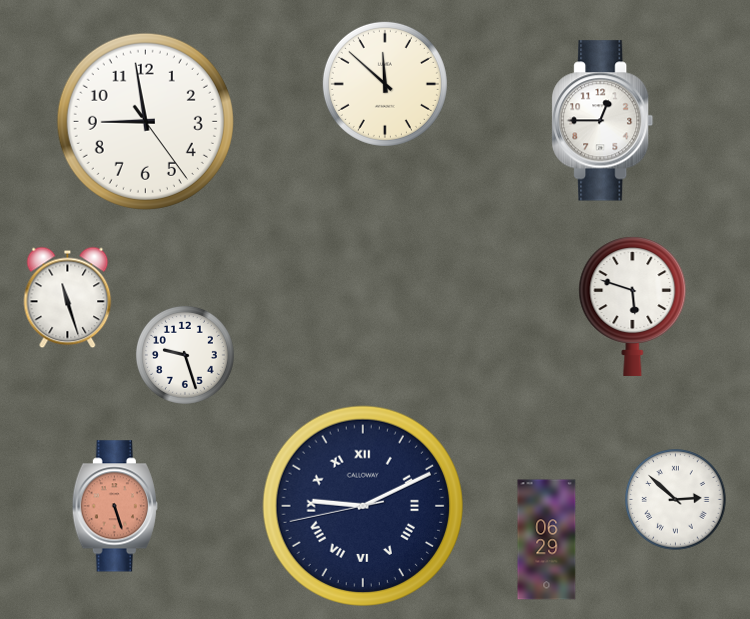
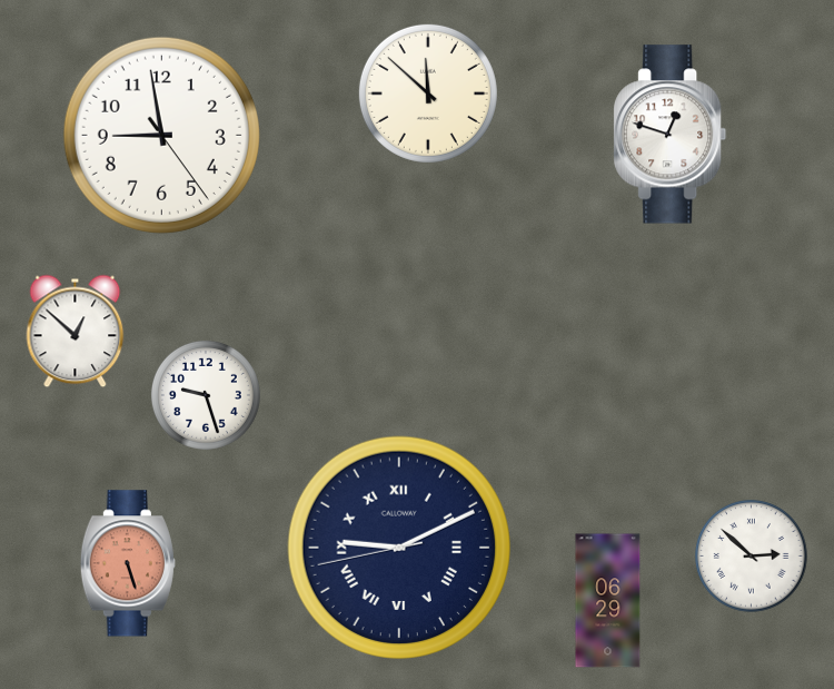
clock at (603, 121): 12:45 -> 12:48
clock at (68, 298): 11:27 -> 12:52
clock at (633, 306): 5:48 -> none
clock at (362, 505) position: (362, 505) -> (398, 547)
